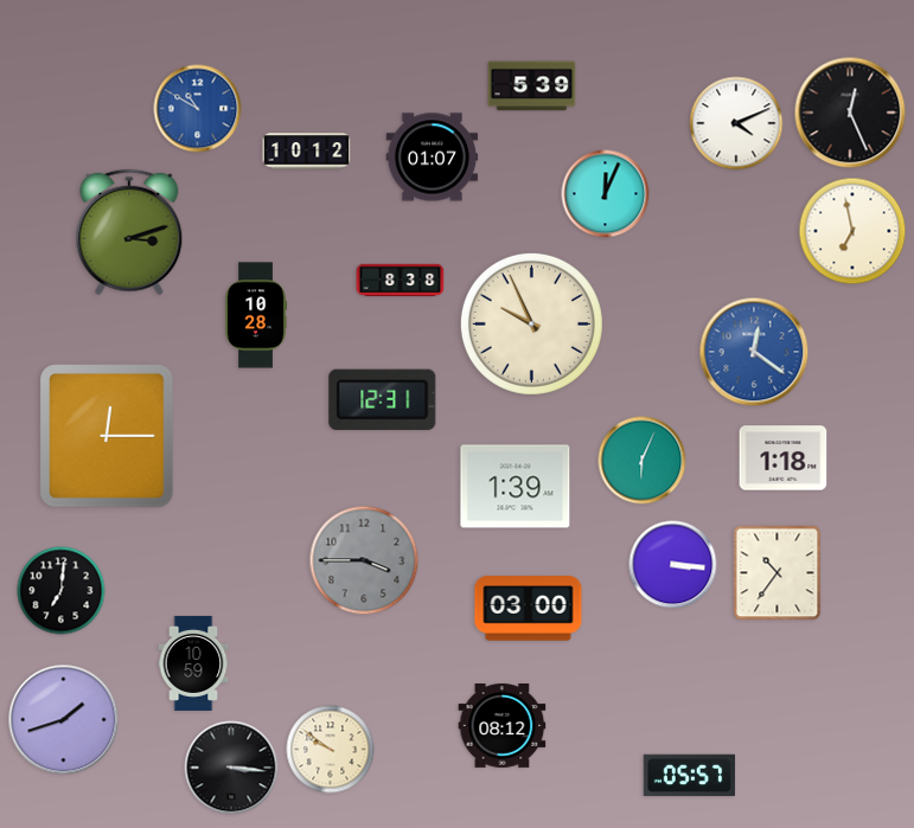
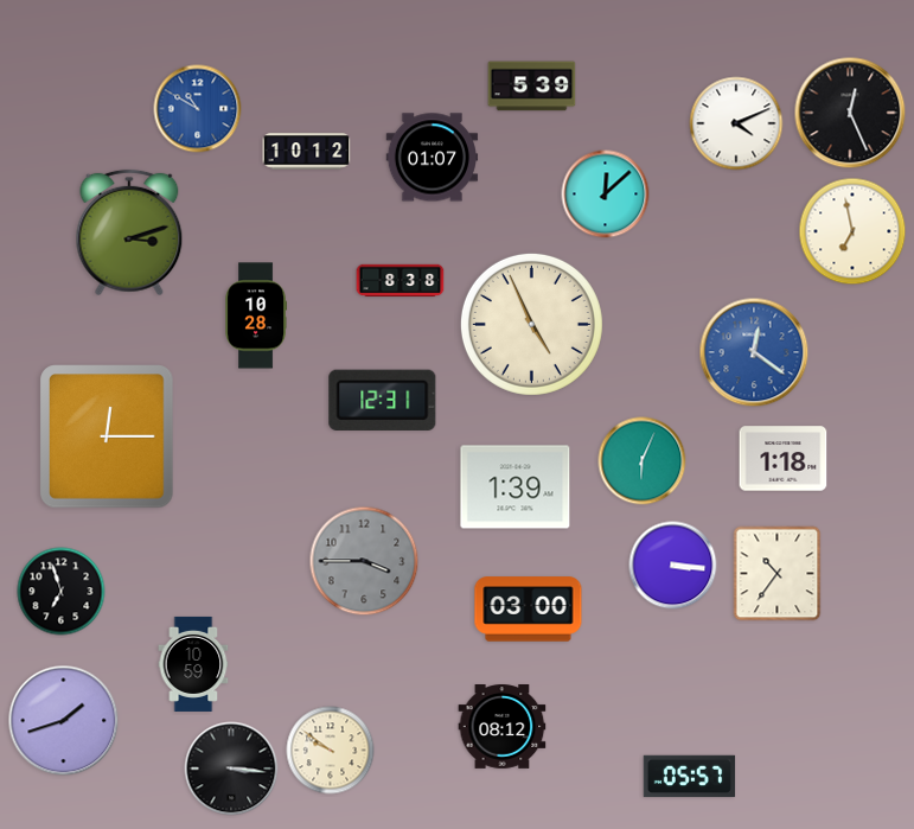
clock at (606, 194): 12:04 -> 12:08
clock at (531, 323): 9:56 -> 4:56
clock at (62, 591): 7:01 -> 6:57
